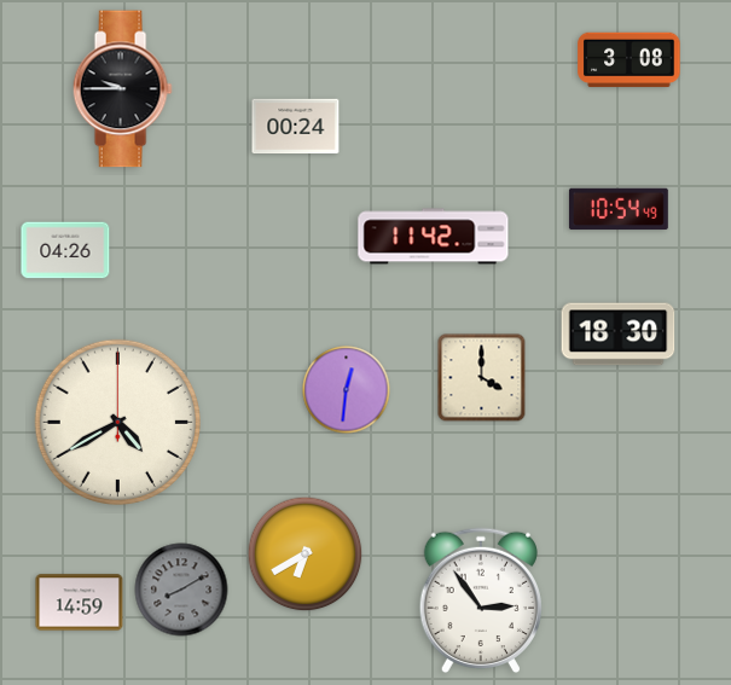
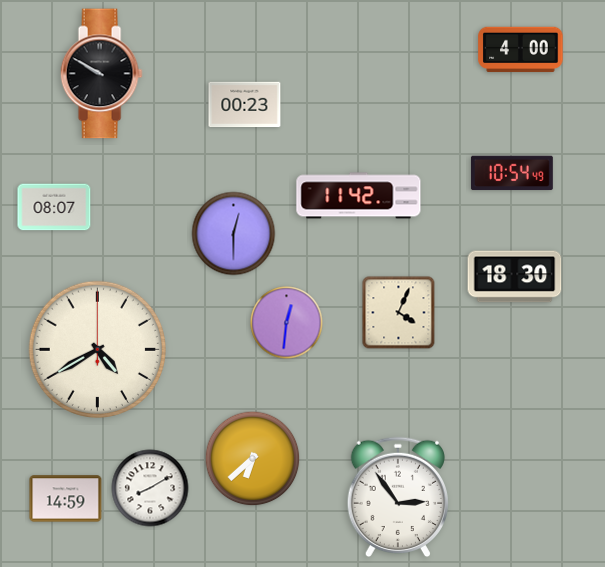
clock at (630, 60): 3:08 -> 4:00
clock at (122, 89): 9:45 -> 9:50
clock at (296, 127): 00:24 -> 00:23
clock at (65, 250): 04:26 -> 08:07
clock at (234, 234): none -> 12:30
clock at (619, 335) position: (619, 335) -> (515, 277)
clock at (482, 378): 4:00 -> 4:04
clock at (306, 555): 6:40 -> 6:38
clock at (181, 590) dial: grey -> white
